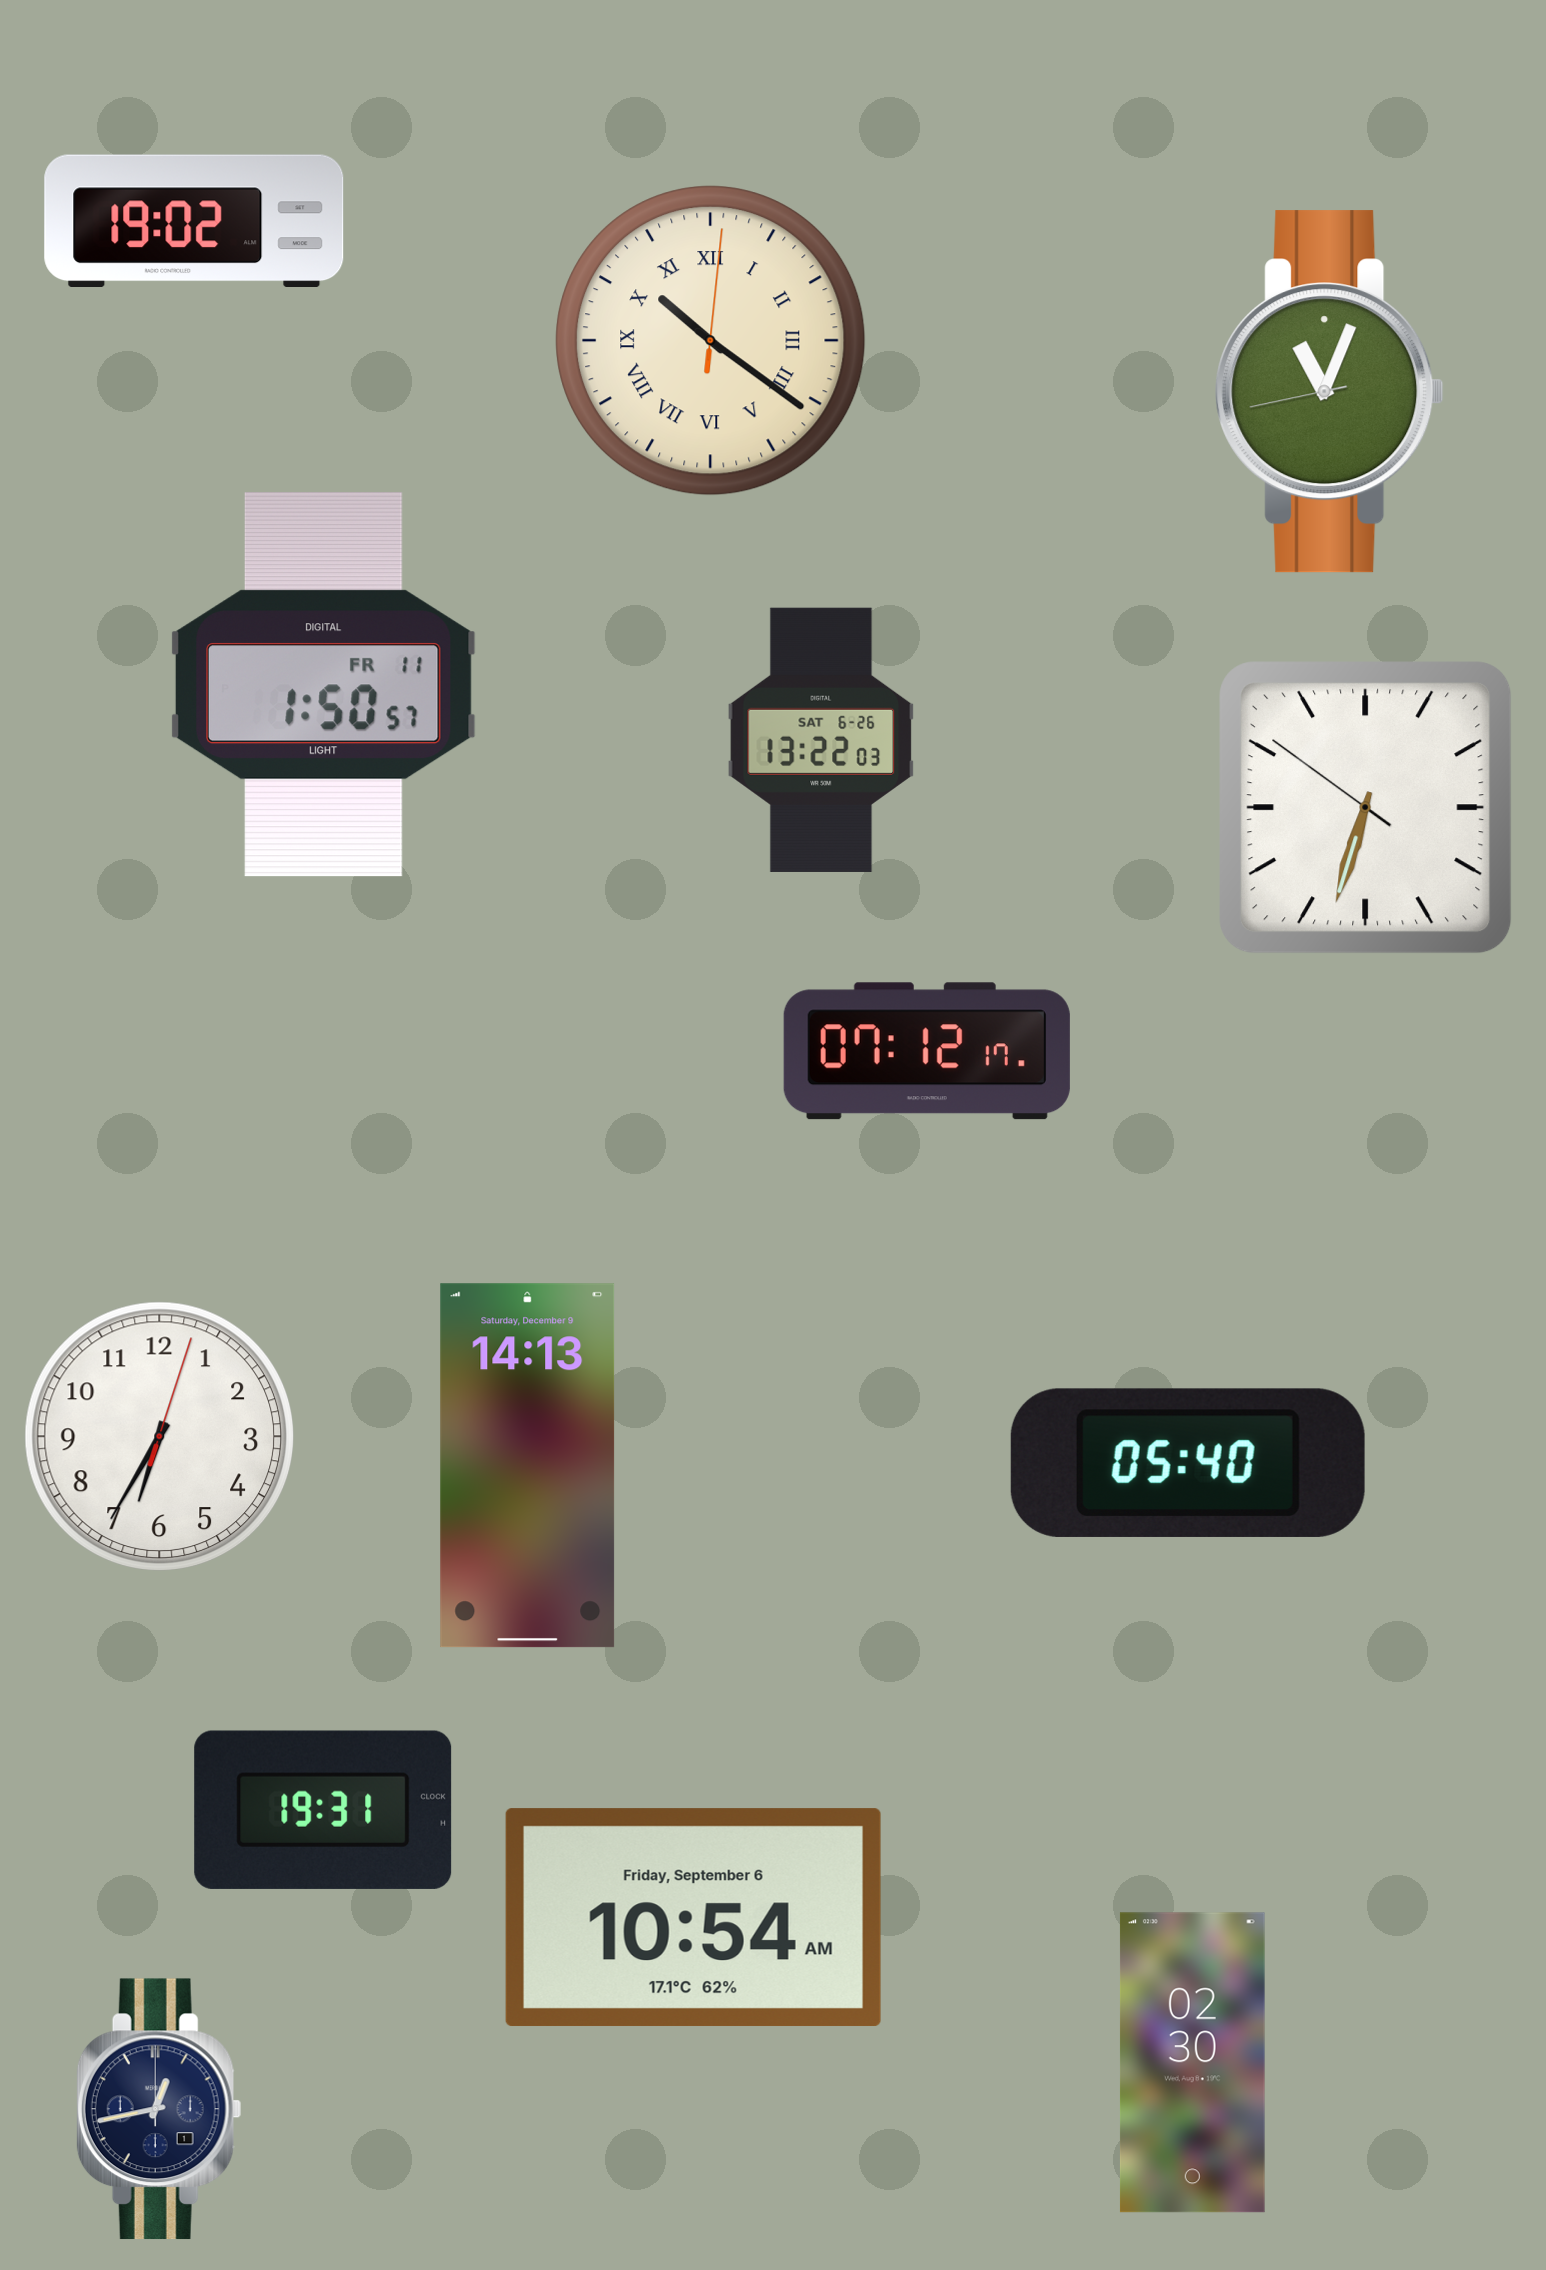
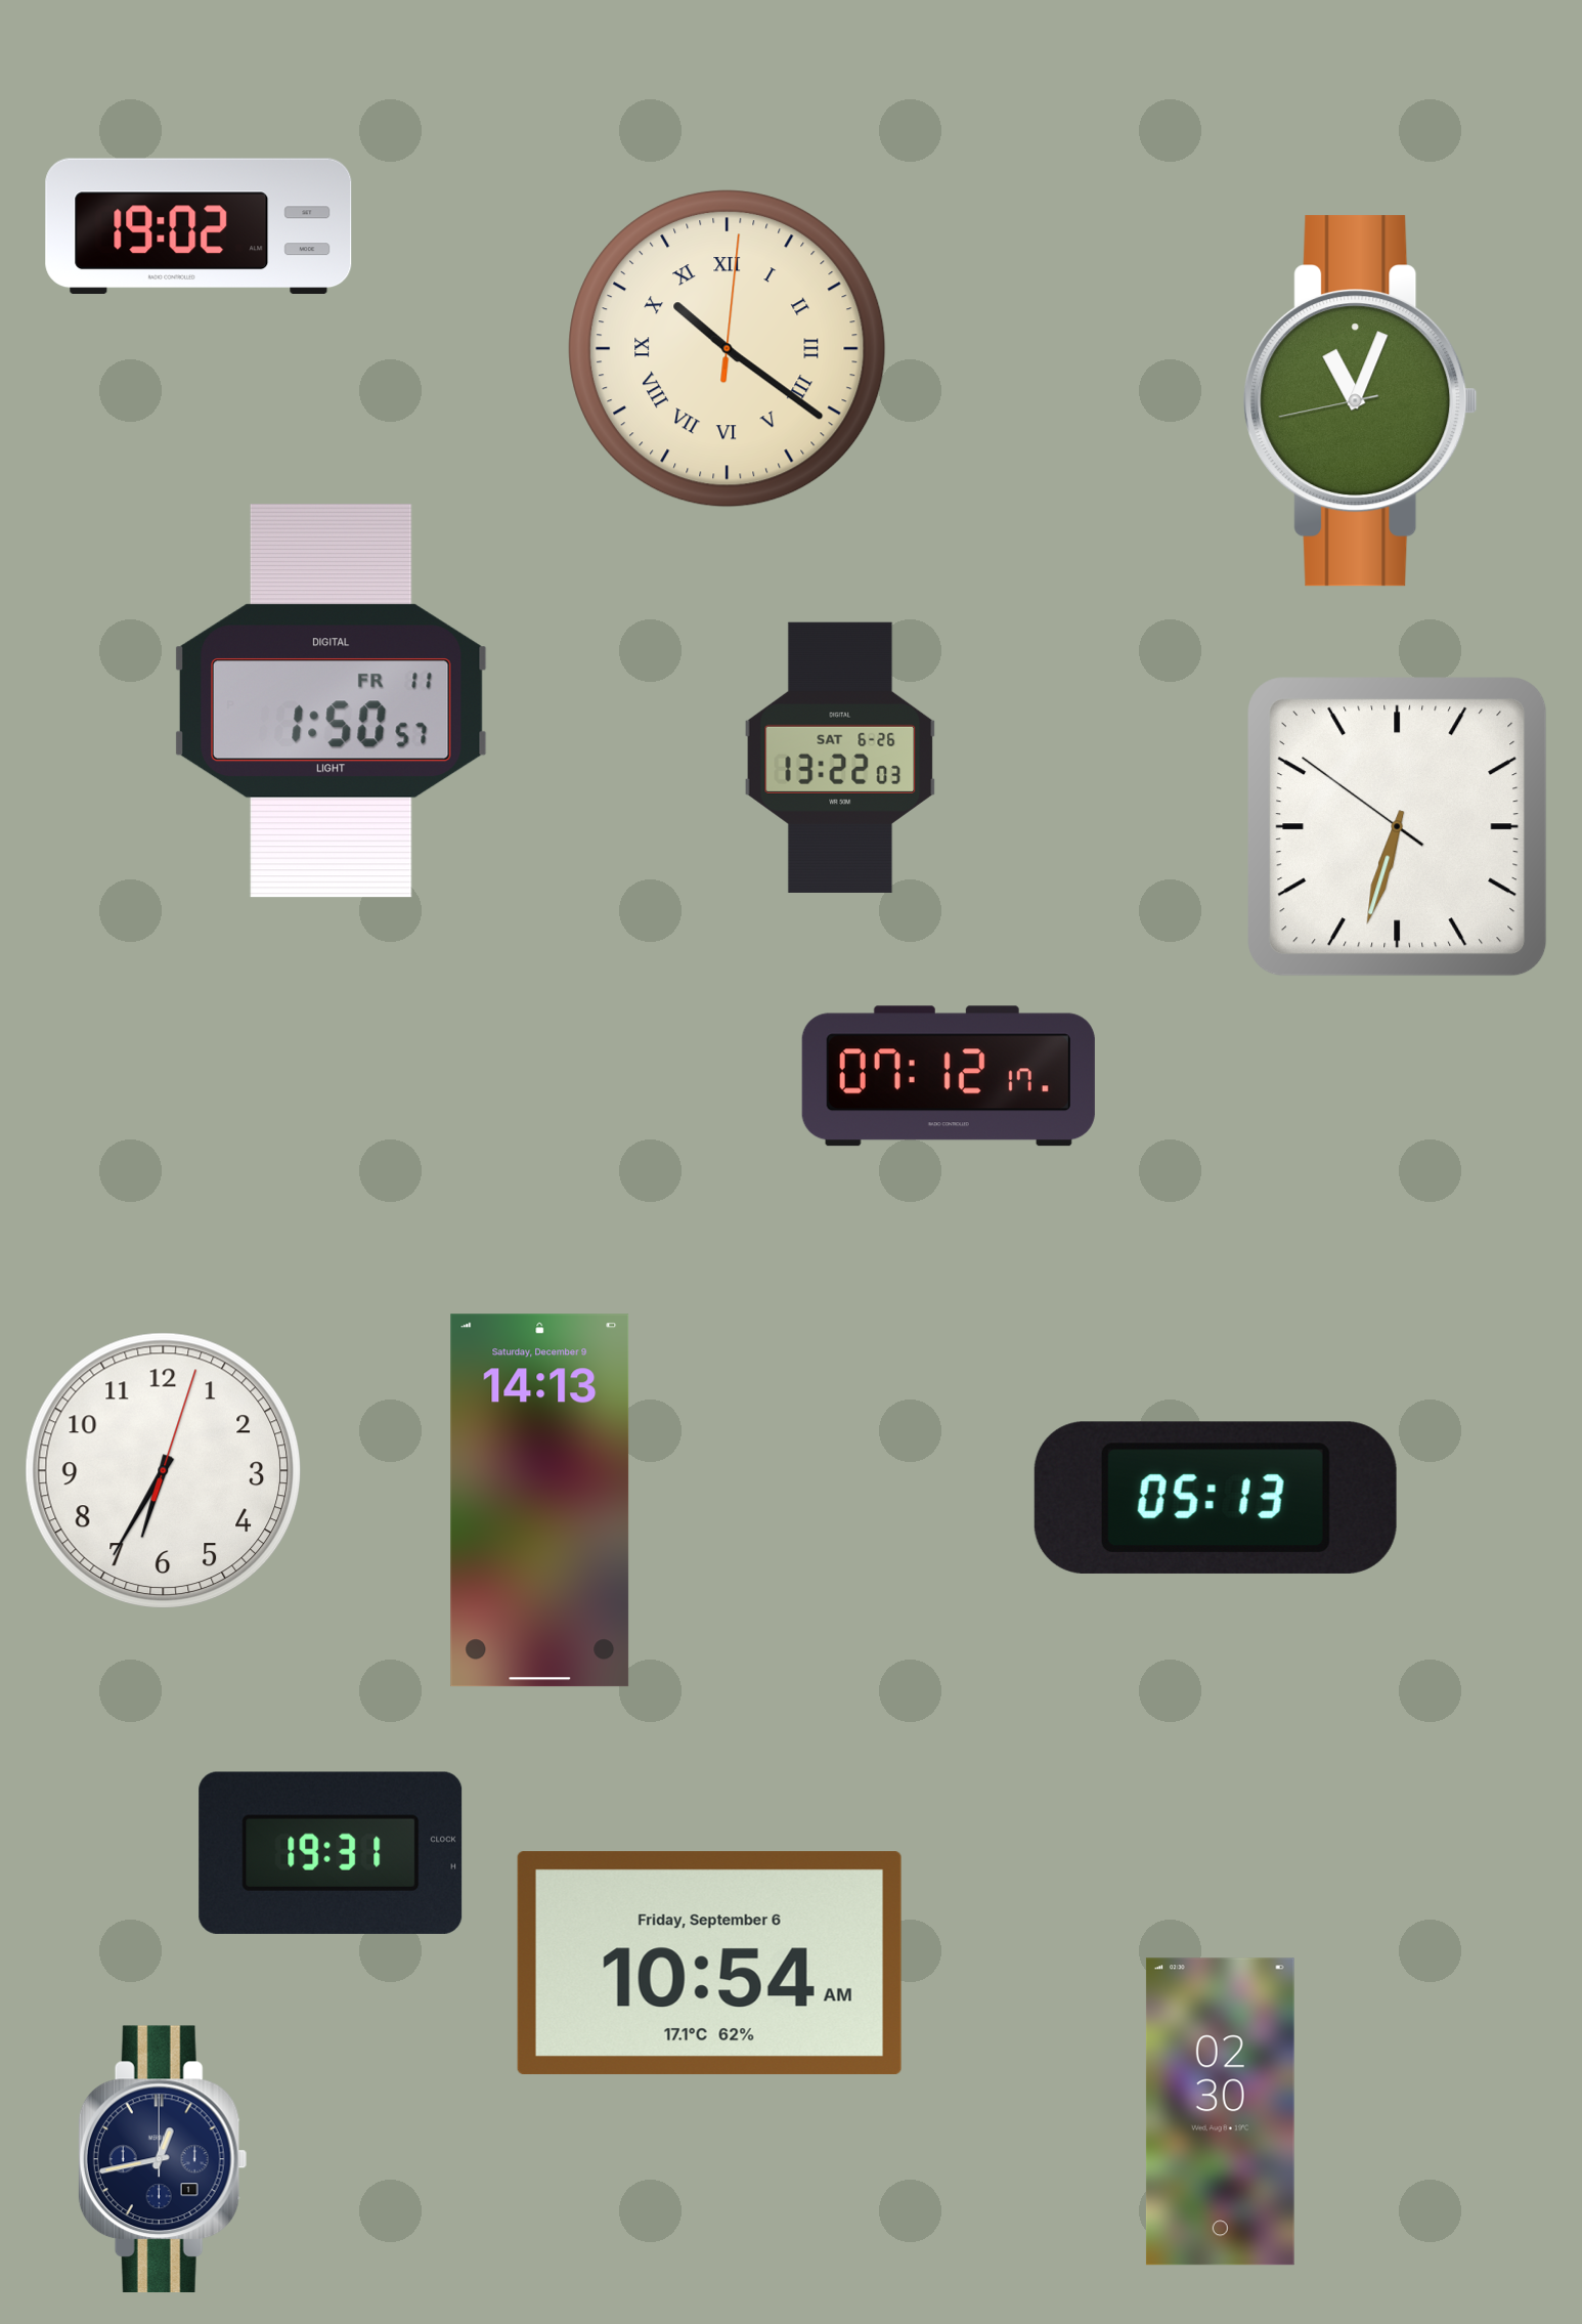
clock at (1188, 1463): 05:40 -> 05:13
